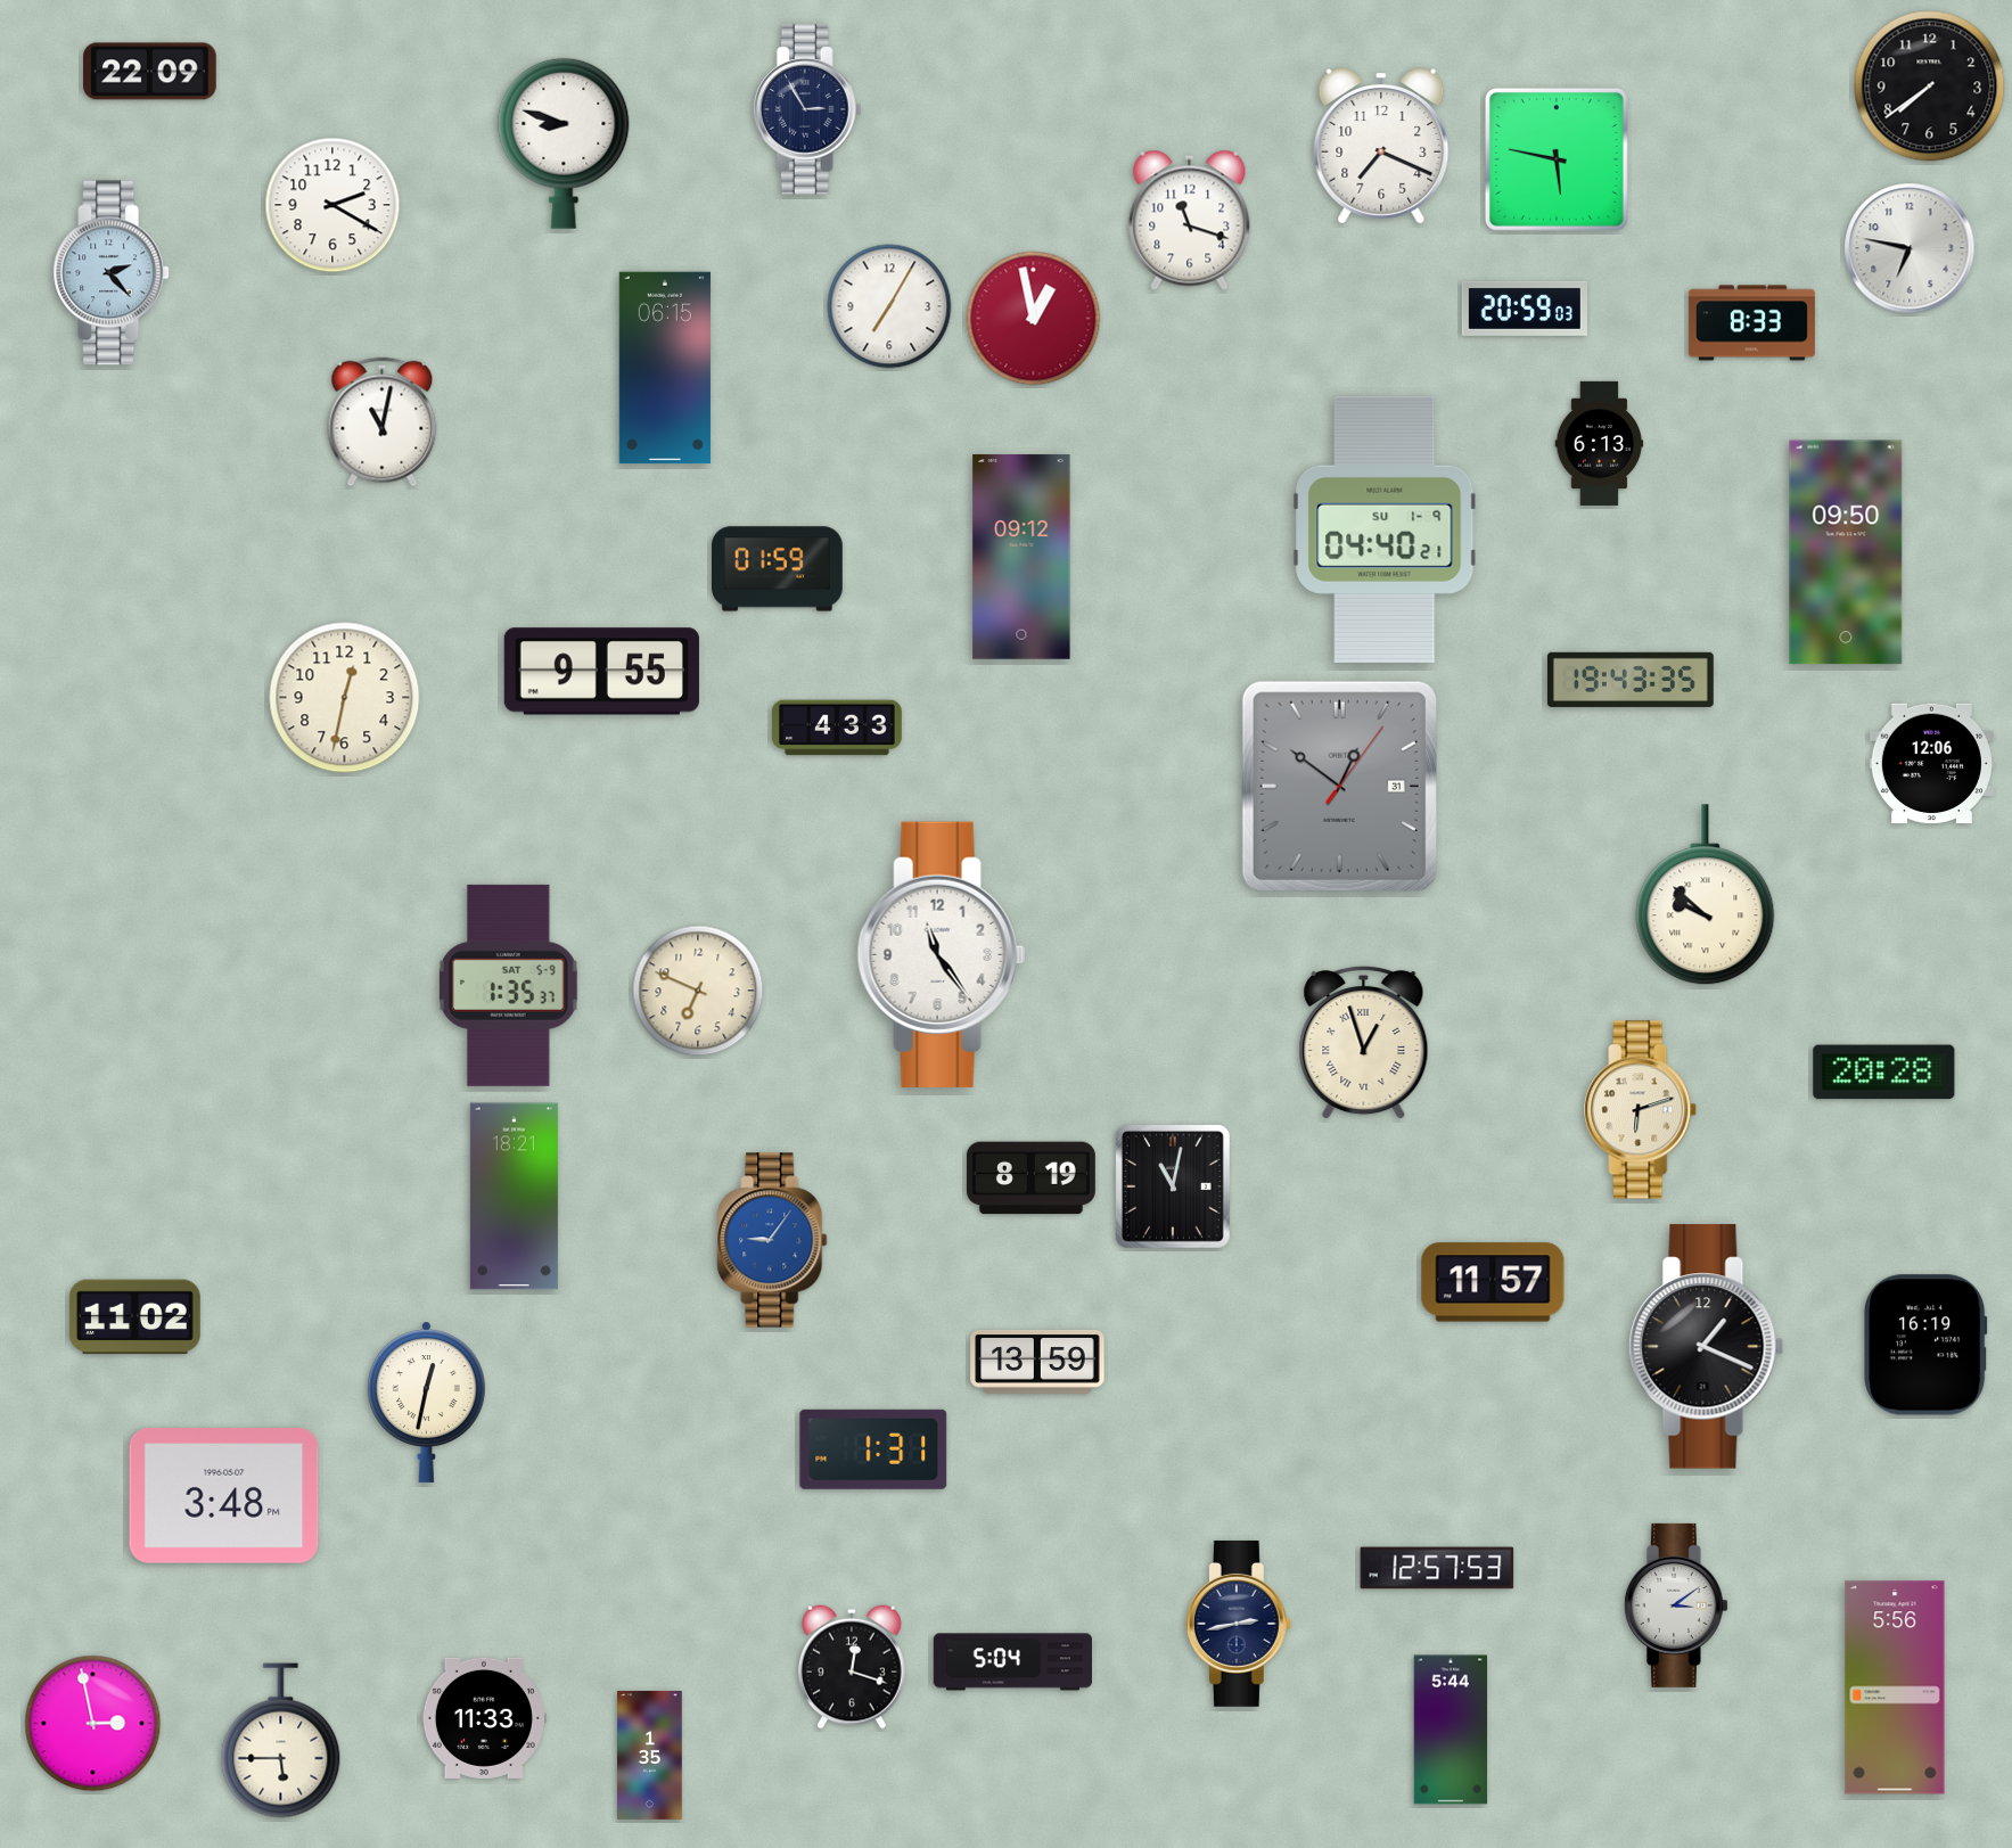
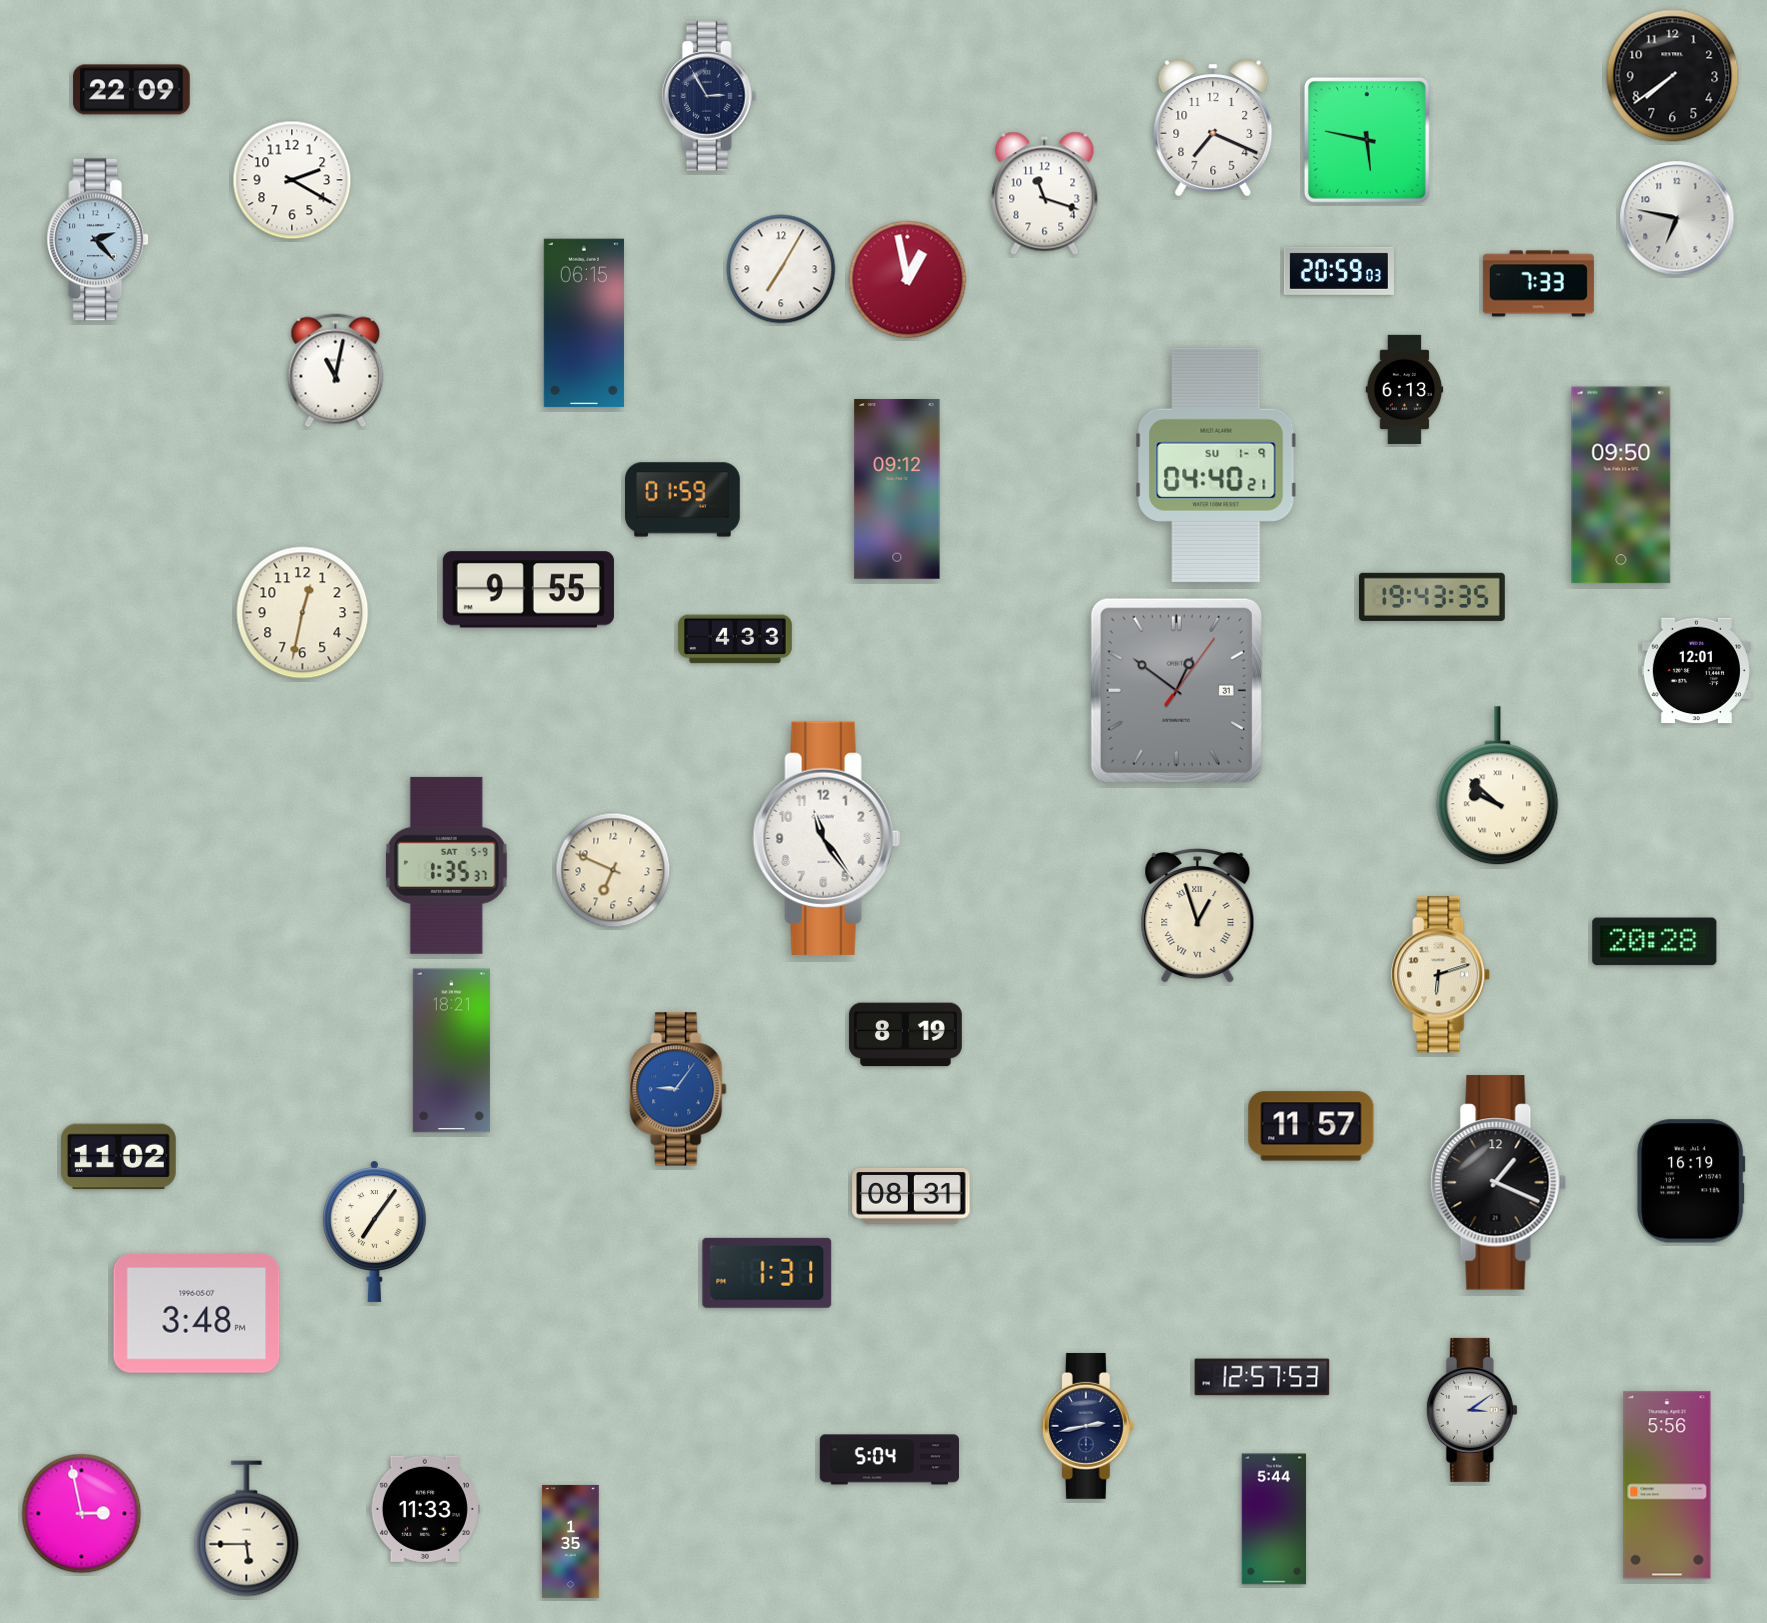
clock at (150, 72) position: (150, 72) -> (132, 90)
clock at (1930, 87) position: (1930, 87) -> (1673, 76)
clock at (564, 143): 8:48 -> none
clock at (1751, 323): 8:33 -> 7:33
clock at (1931, 764): 12:06 -> 12:01
clock at (1173, 1186): 11:02 -> none
clock at (1037, 1362): 13:59 -> 08:31
clock at (426, 1402): 12:32 -> 7:06
clock at (852, 1667): 12:18 -> none
clock at (1895, 1687) position: (1895, 1687) -> (1667, 1485)
